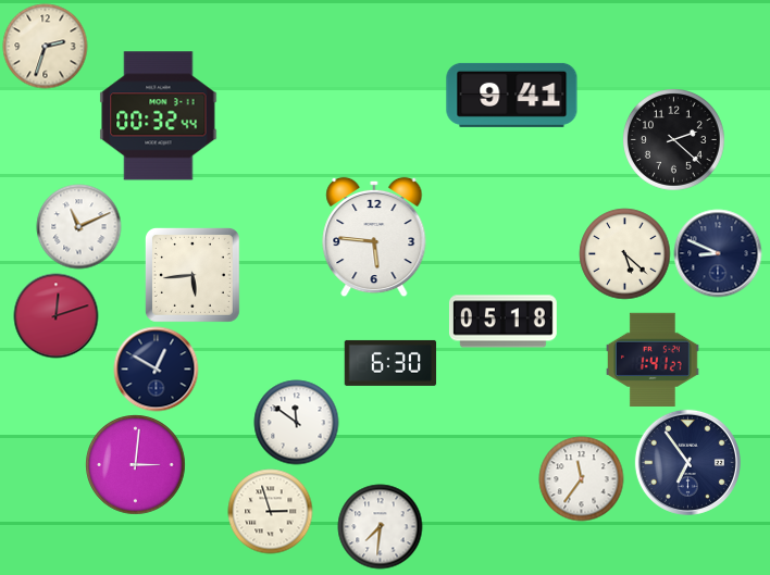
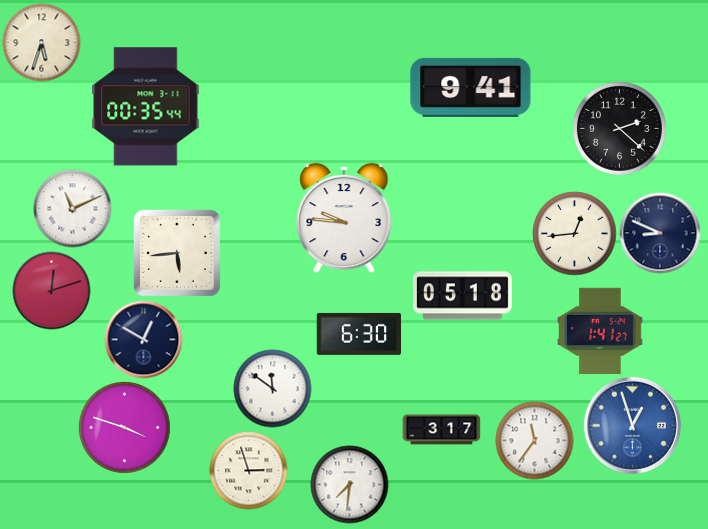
clock at (45, 46): 2:33 -> 5:33
clock at (159, 116): 00:32 -> 00:35
clock at (374, 237): 5:46 -> 9:46
clock at (624, 253): 5:22 -> 12:44
clock at (687, 462): 6:54 -> 12:57
clock at (687, 462) dial: navy -> blue
clock at (135, 464): 3:01 -> 3:48
clock at (441, 430): none -> 3:17
